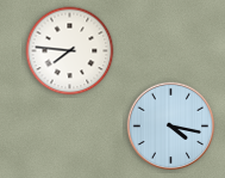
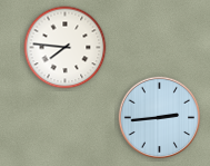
clock at (171, 127): 4:17 -> 2:44
